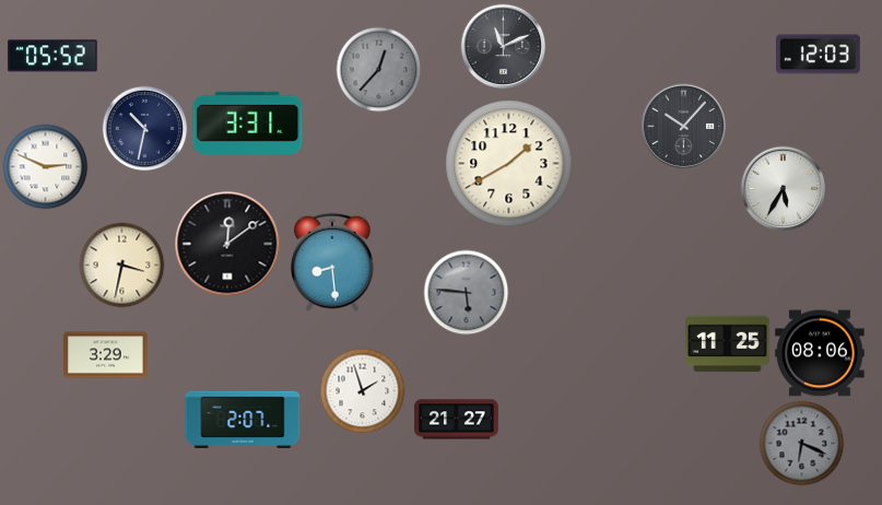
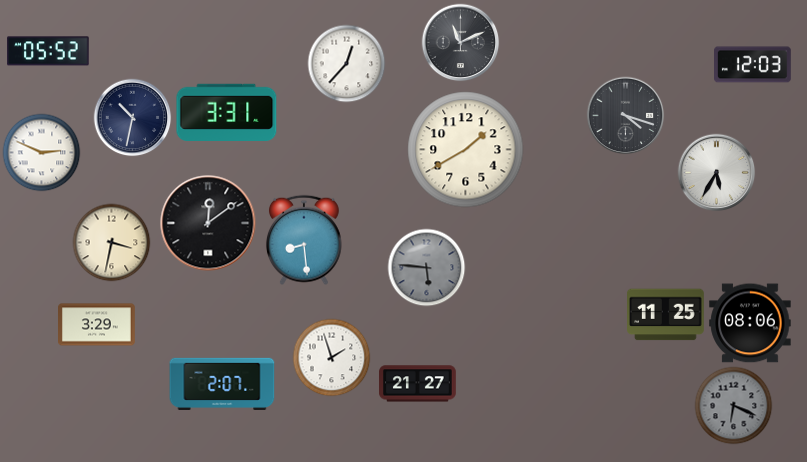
clock at (819, 55) position: (819, 55) -> (753, 65)
clock at (378, 69) dial: grey -> white
clock at (683, 126): 10:07 -> 4:18
